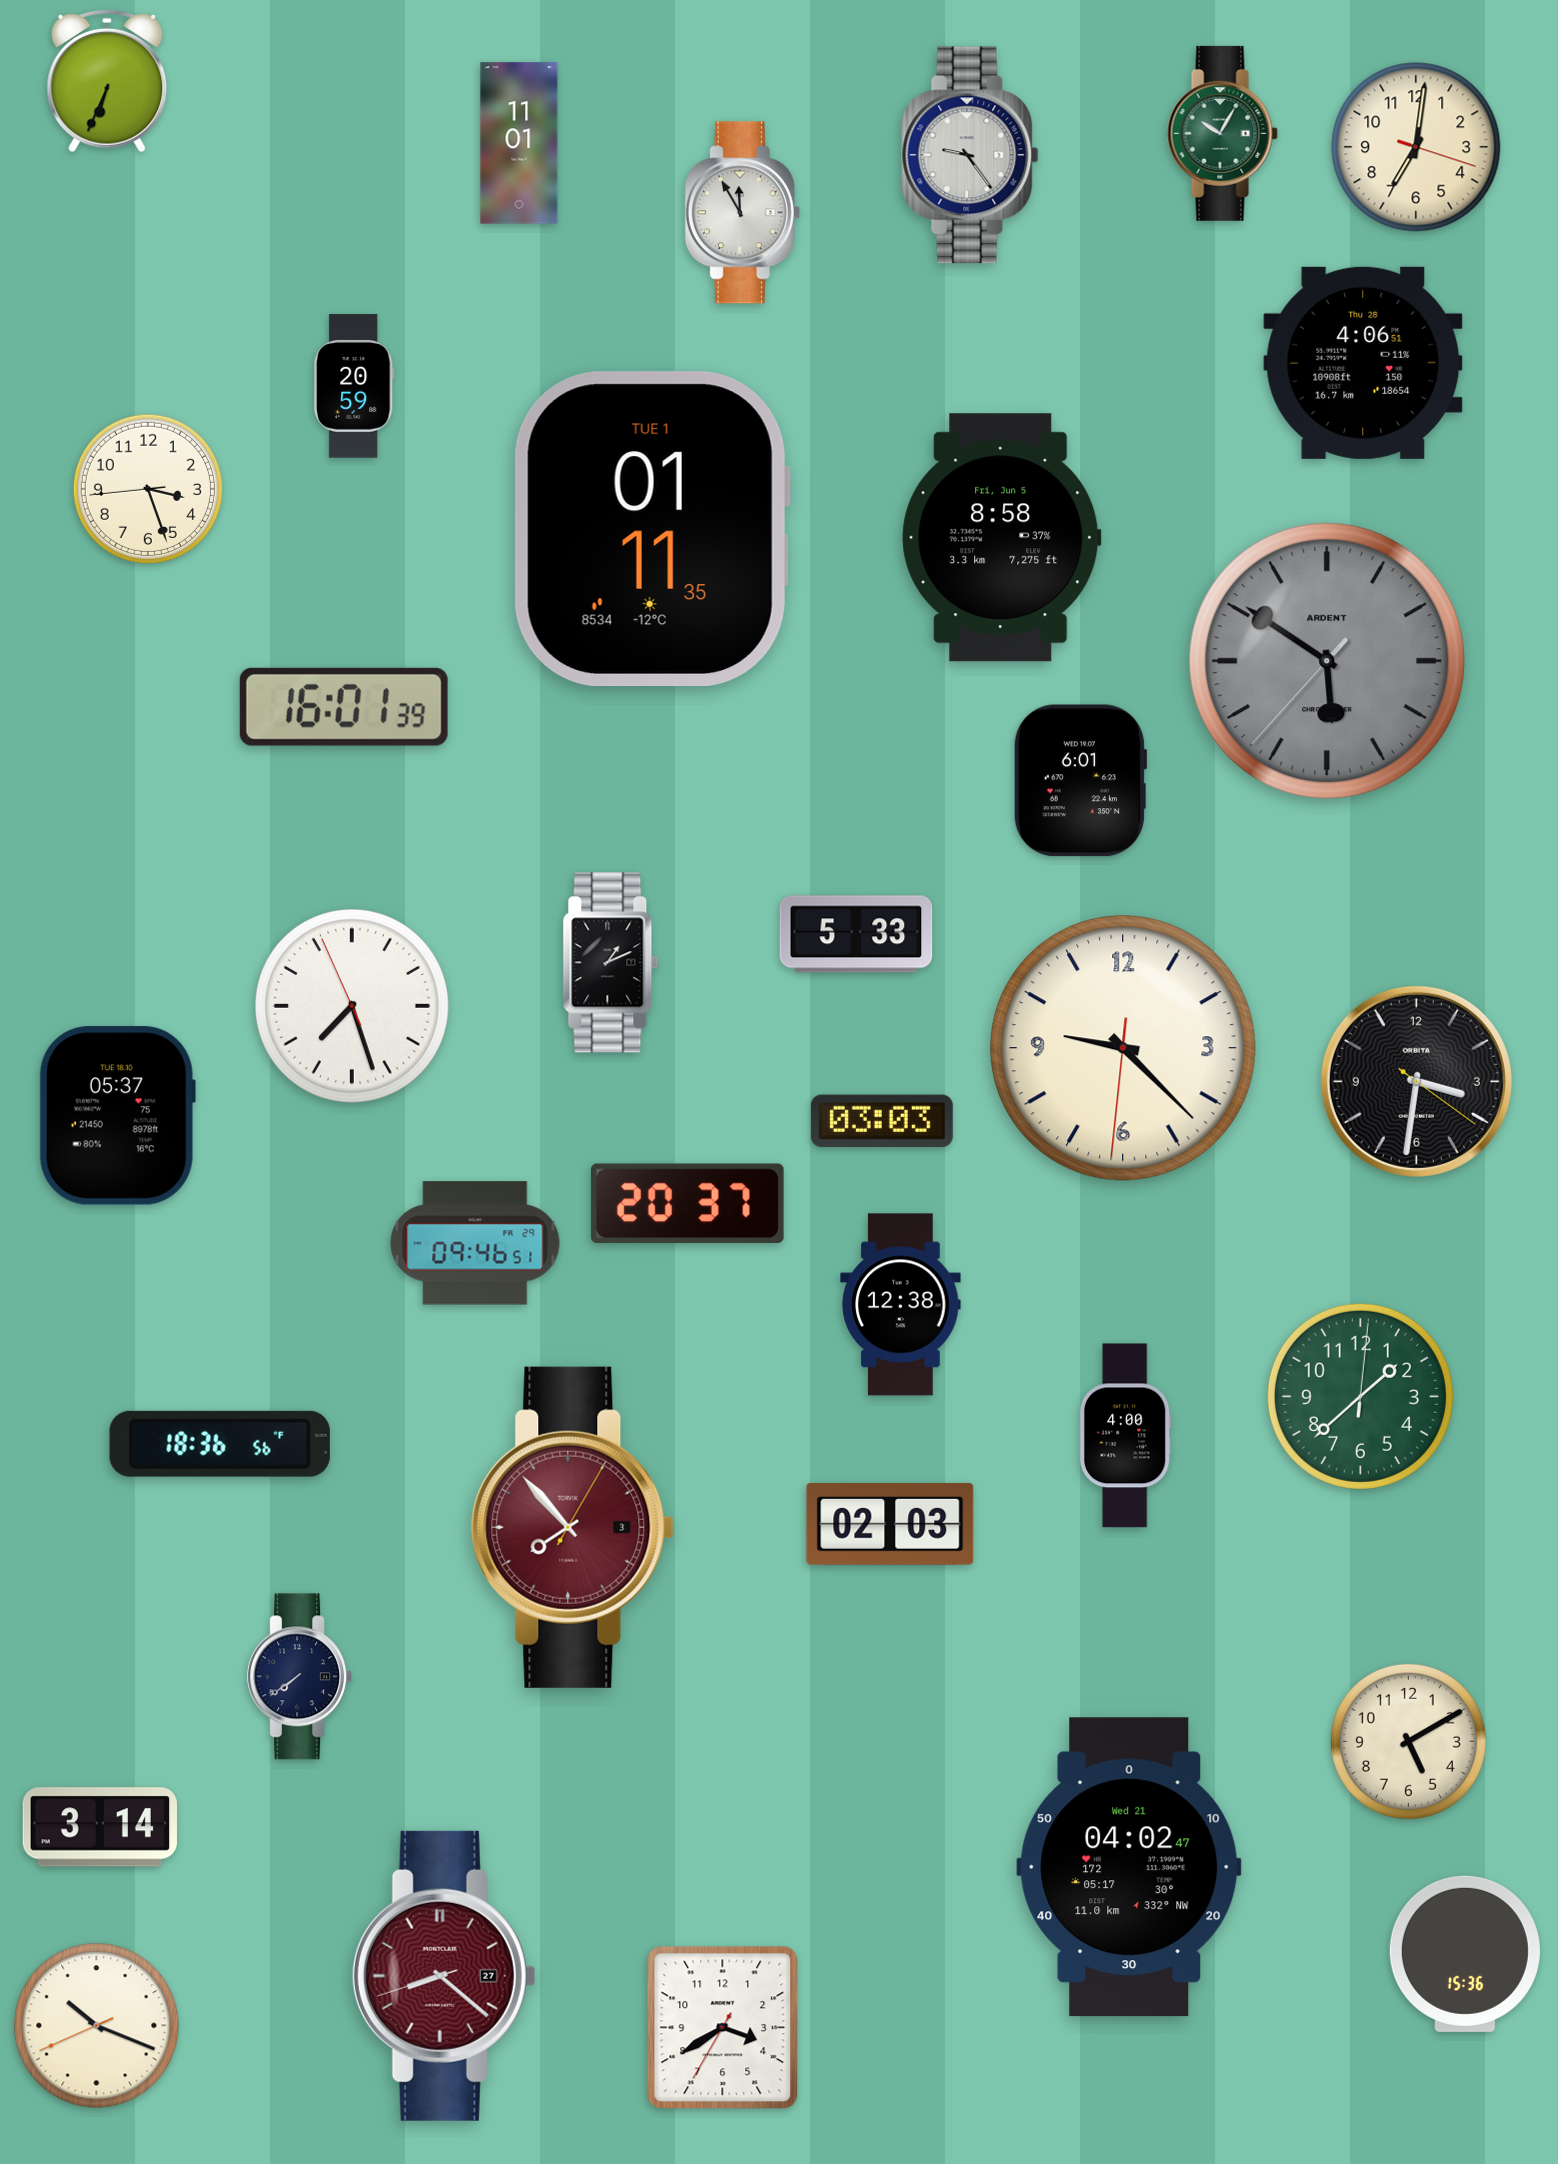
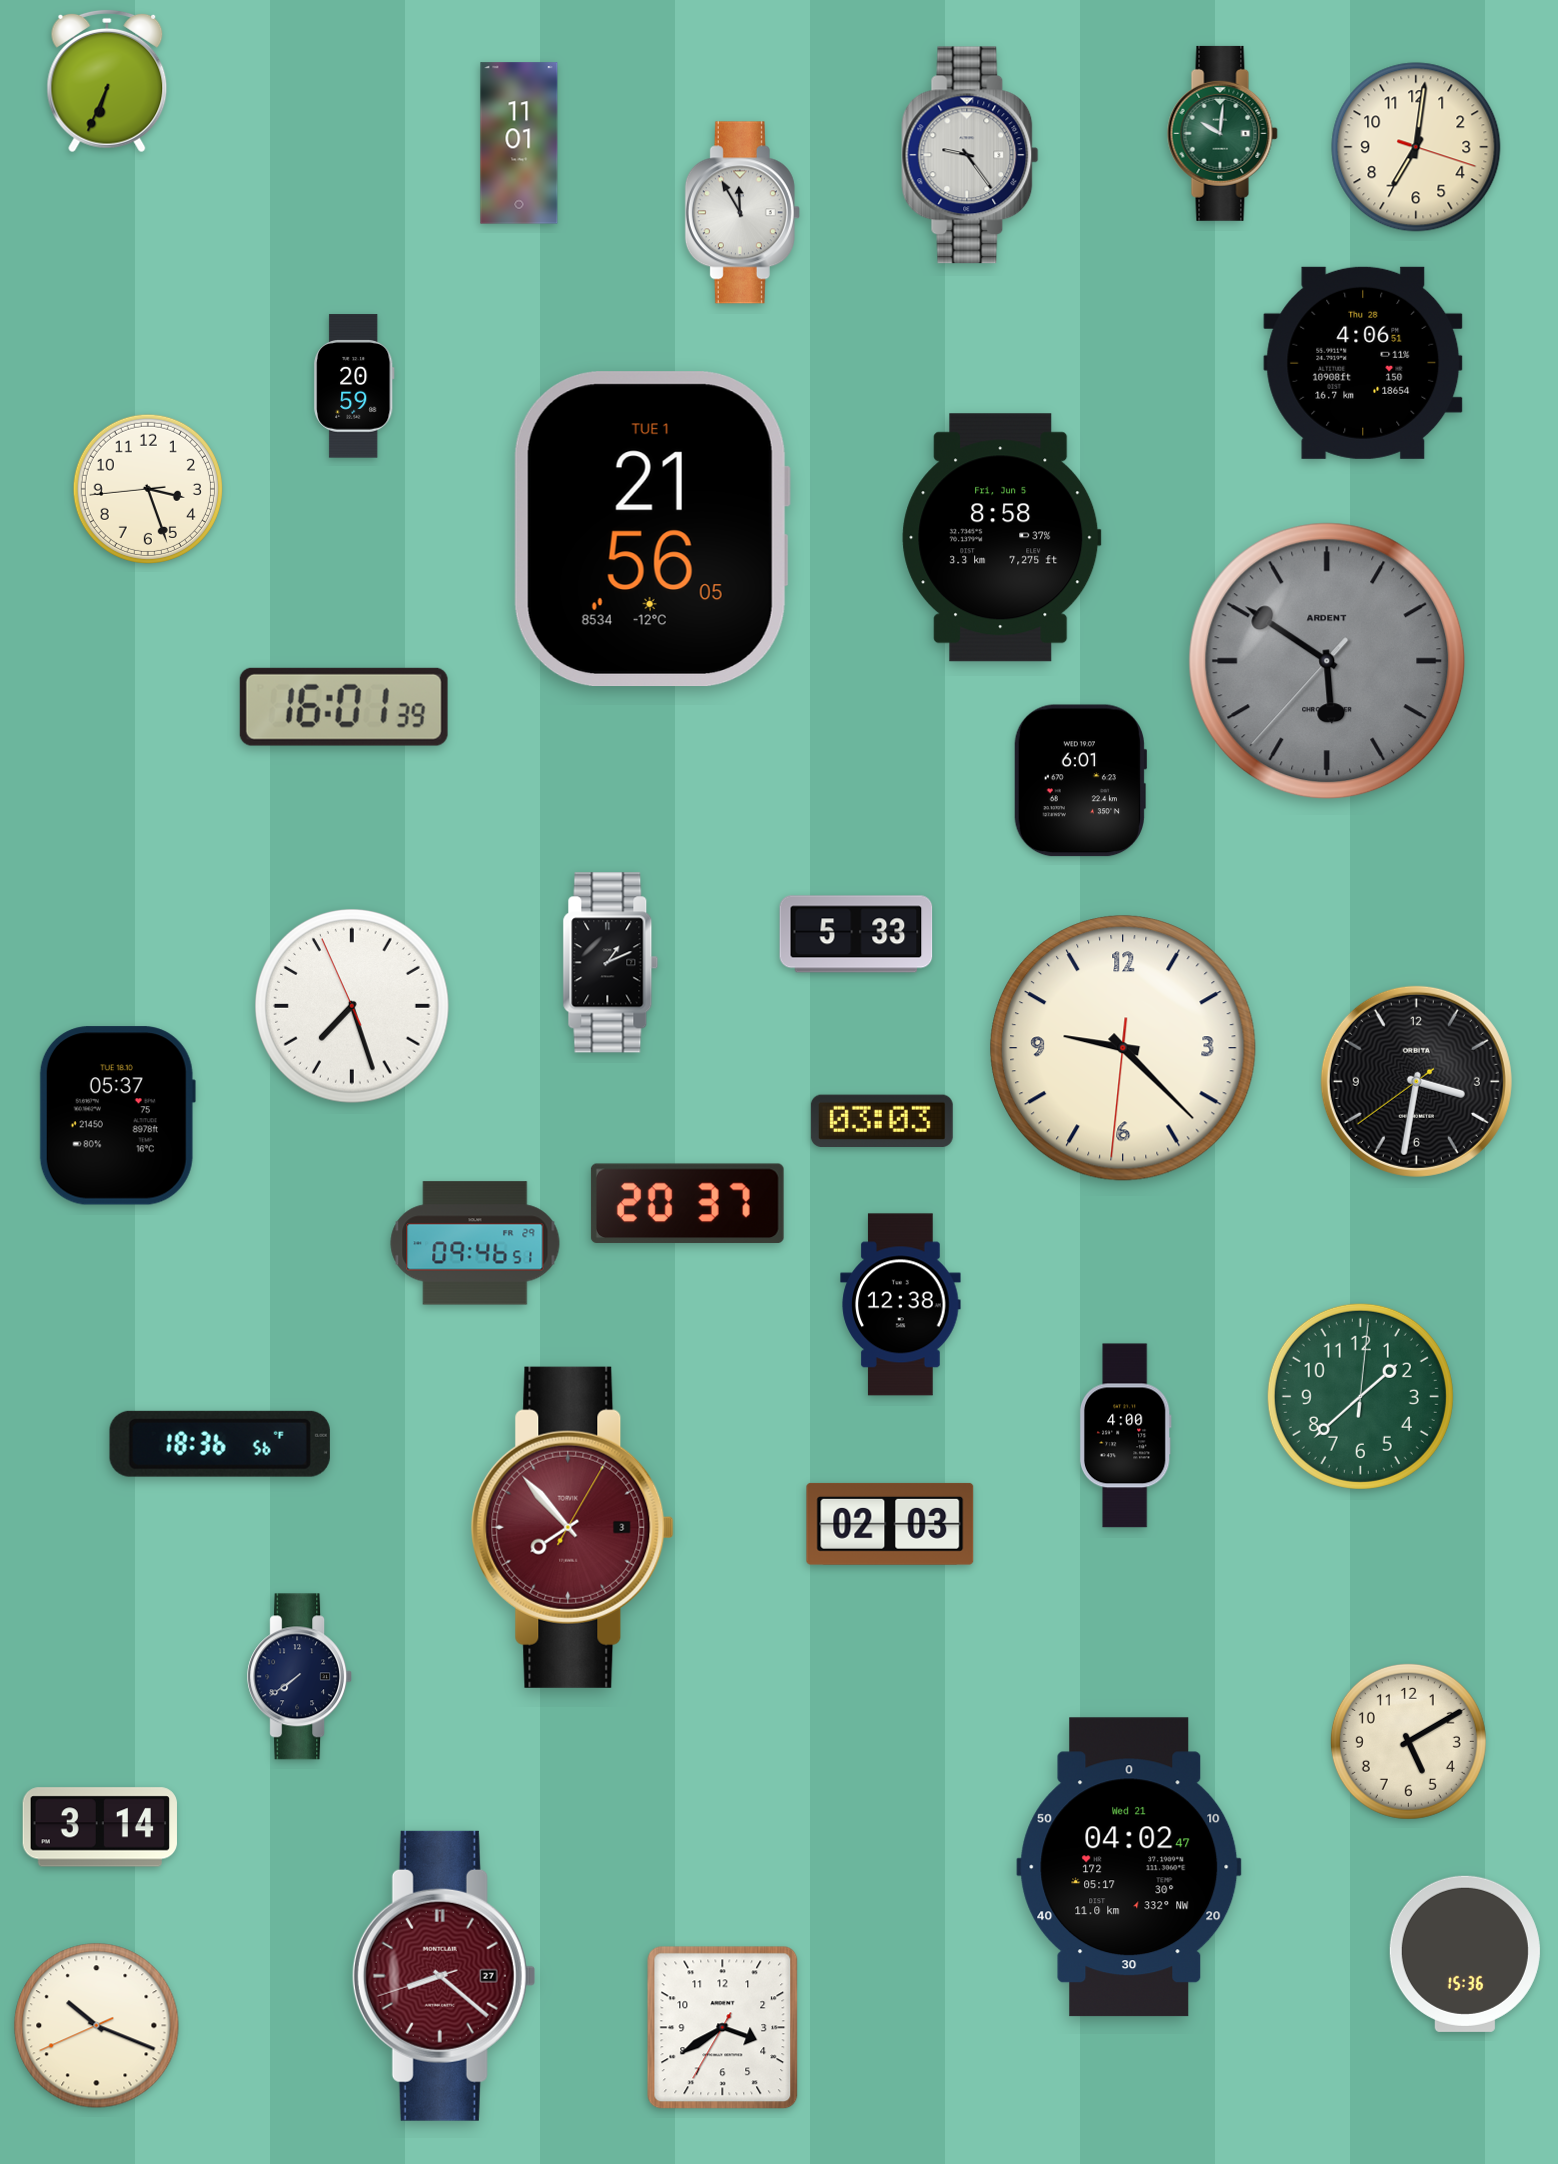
clock at (1222, 133): 10:05 -> 10:01
clock at (652, 529): 01:11 -> 21:56
clock at (1416, 1081): 3:31:21 -> 3:31:39
